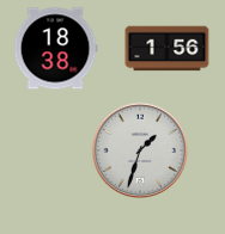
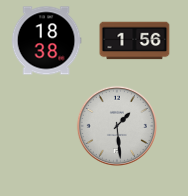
clock at (168, 49) position: (168, 49) -> (135, 41)
clock at (140, 150): 1:33 -> 1:29
